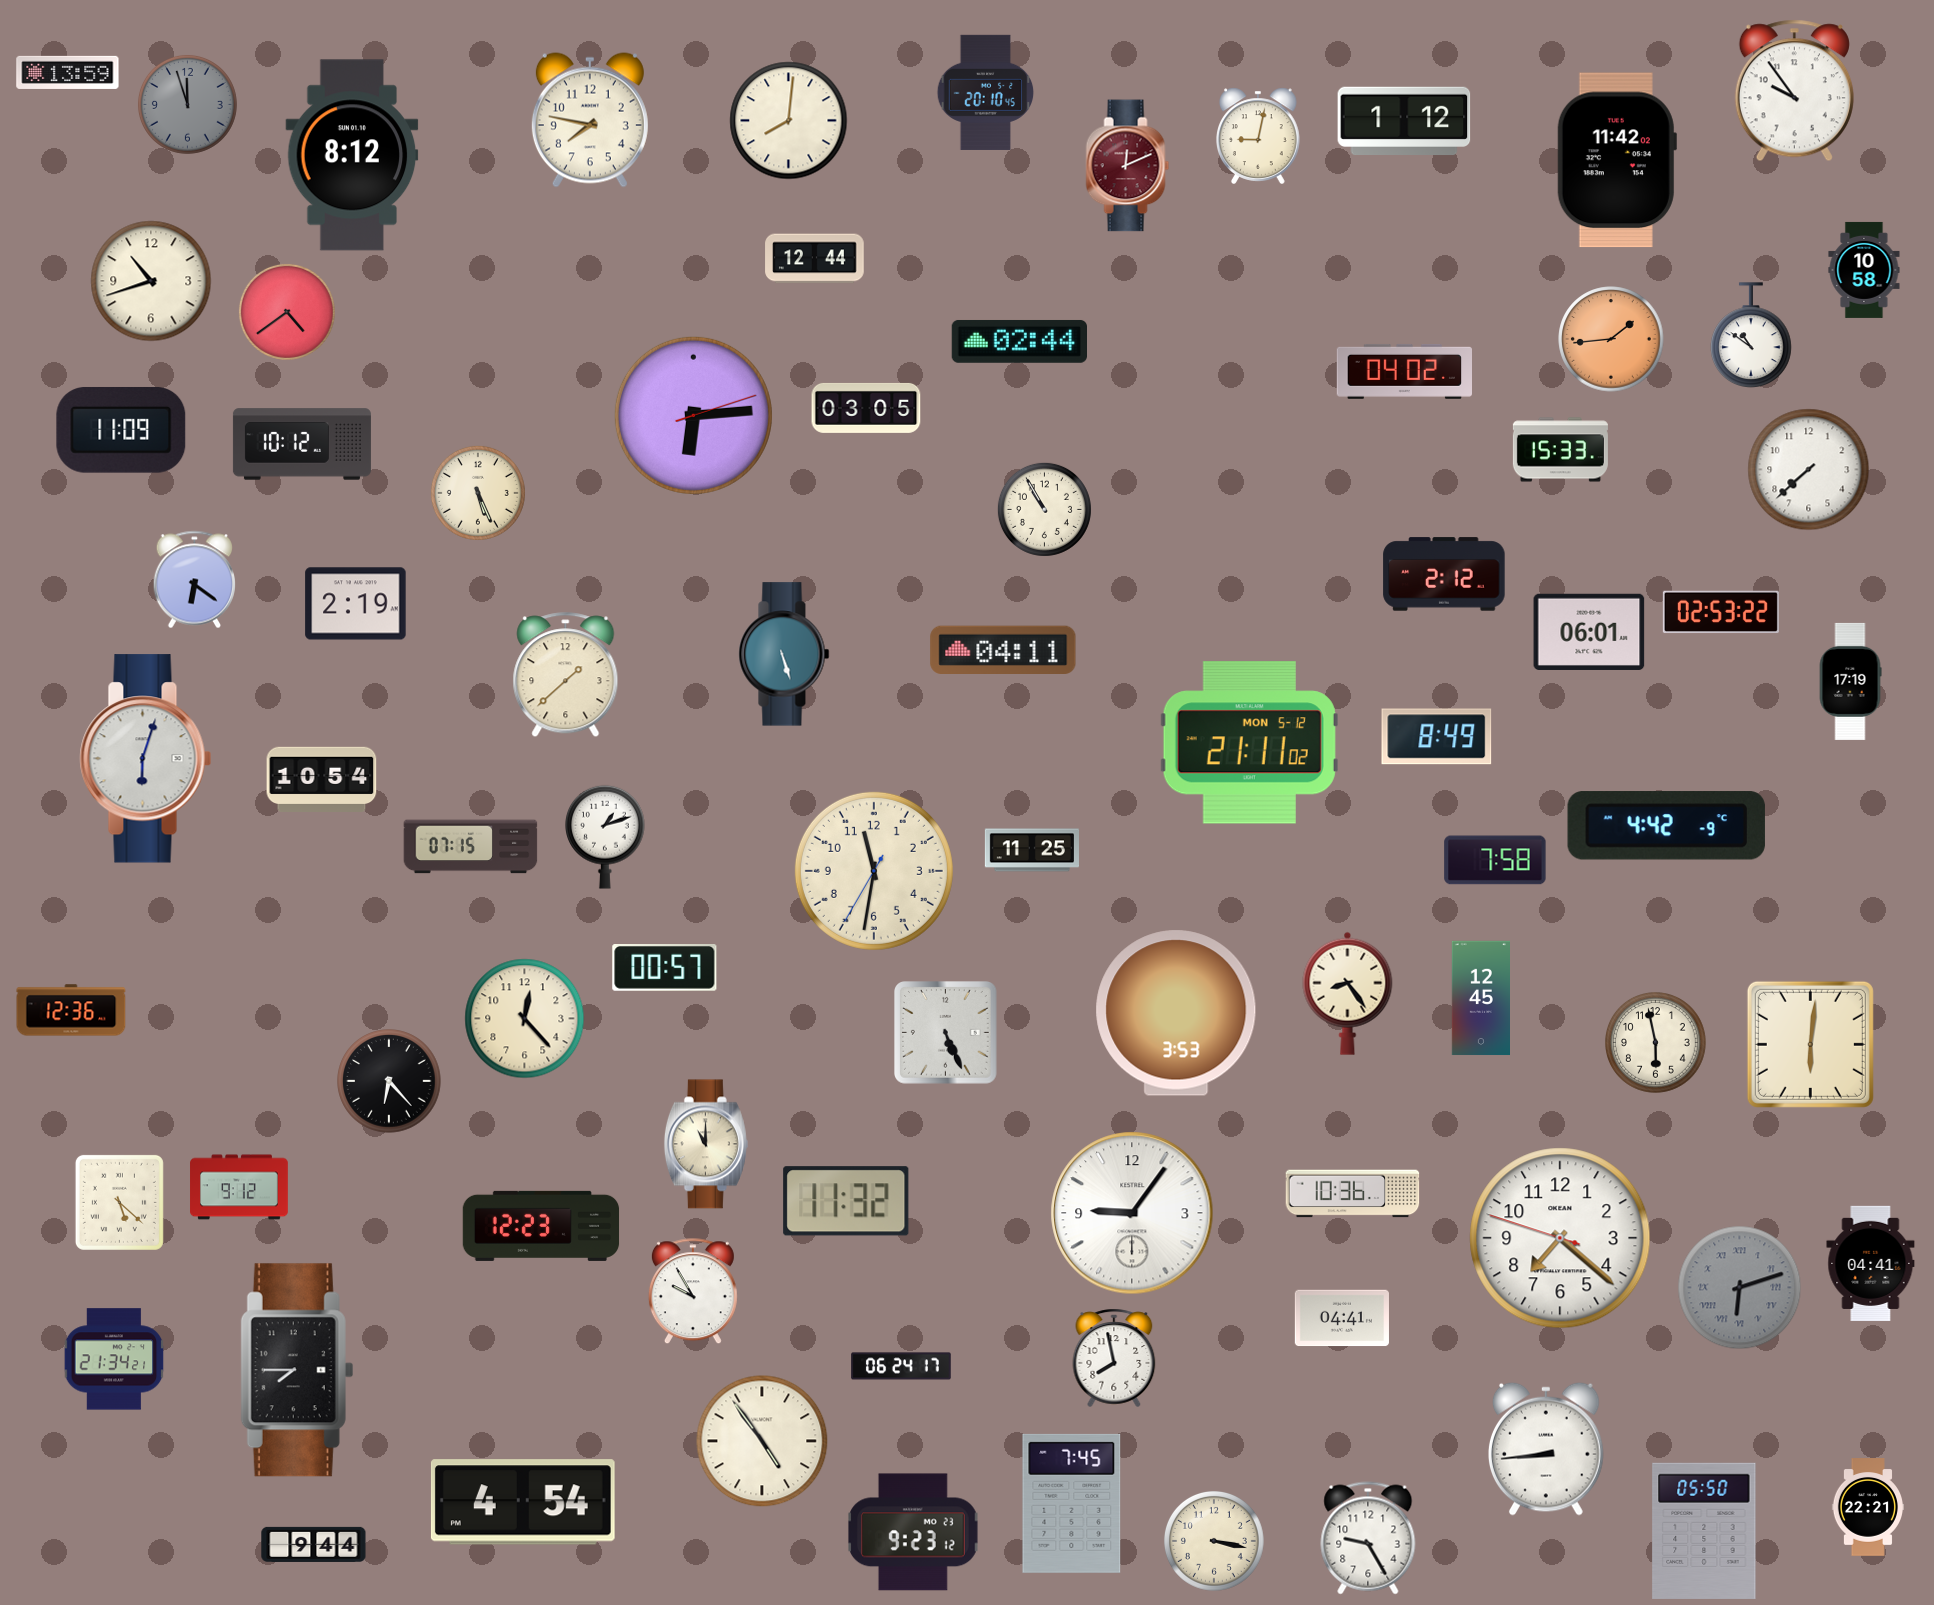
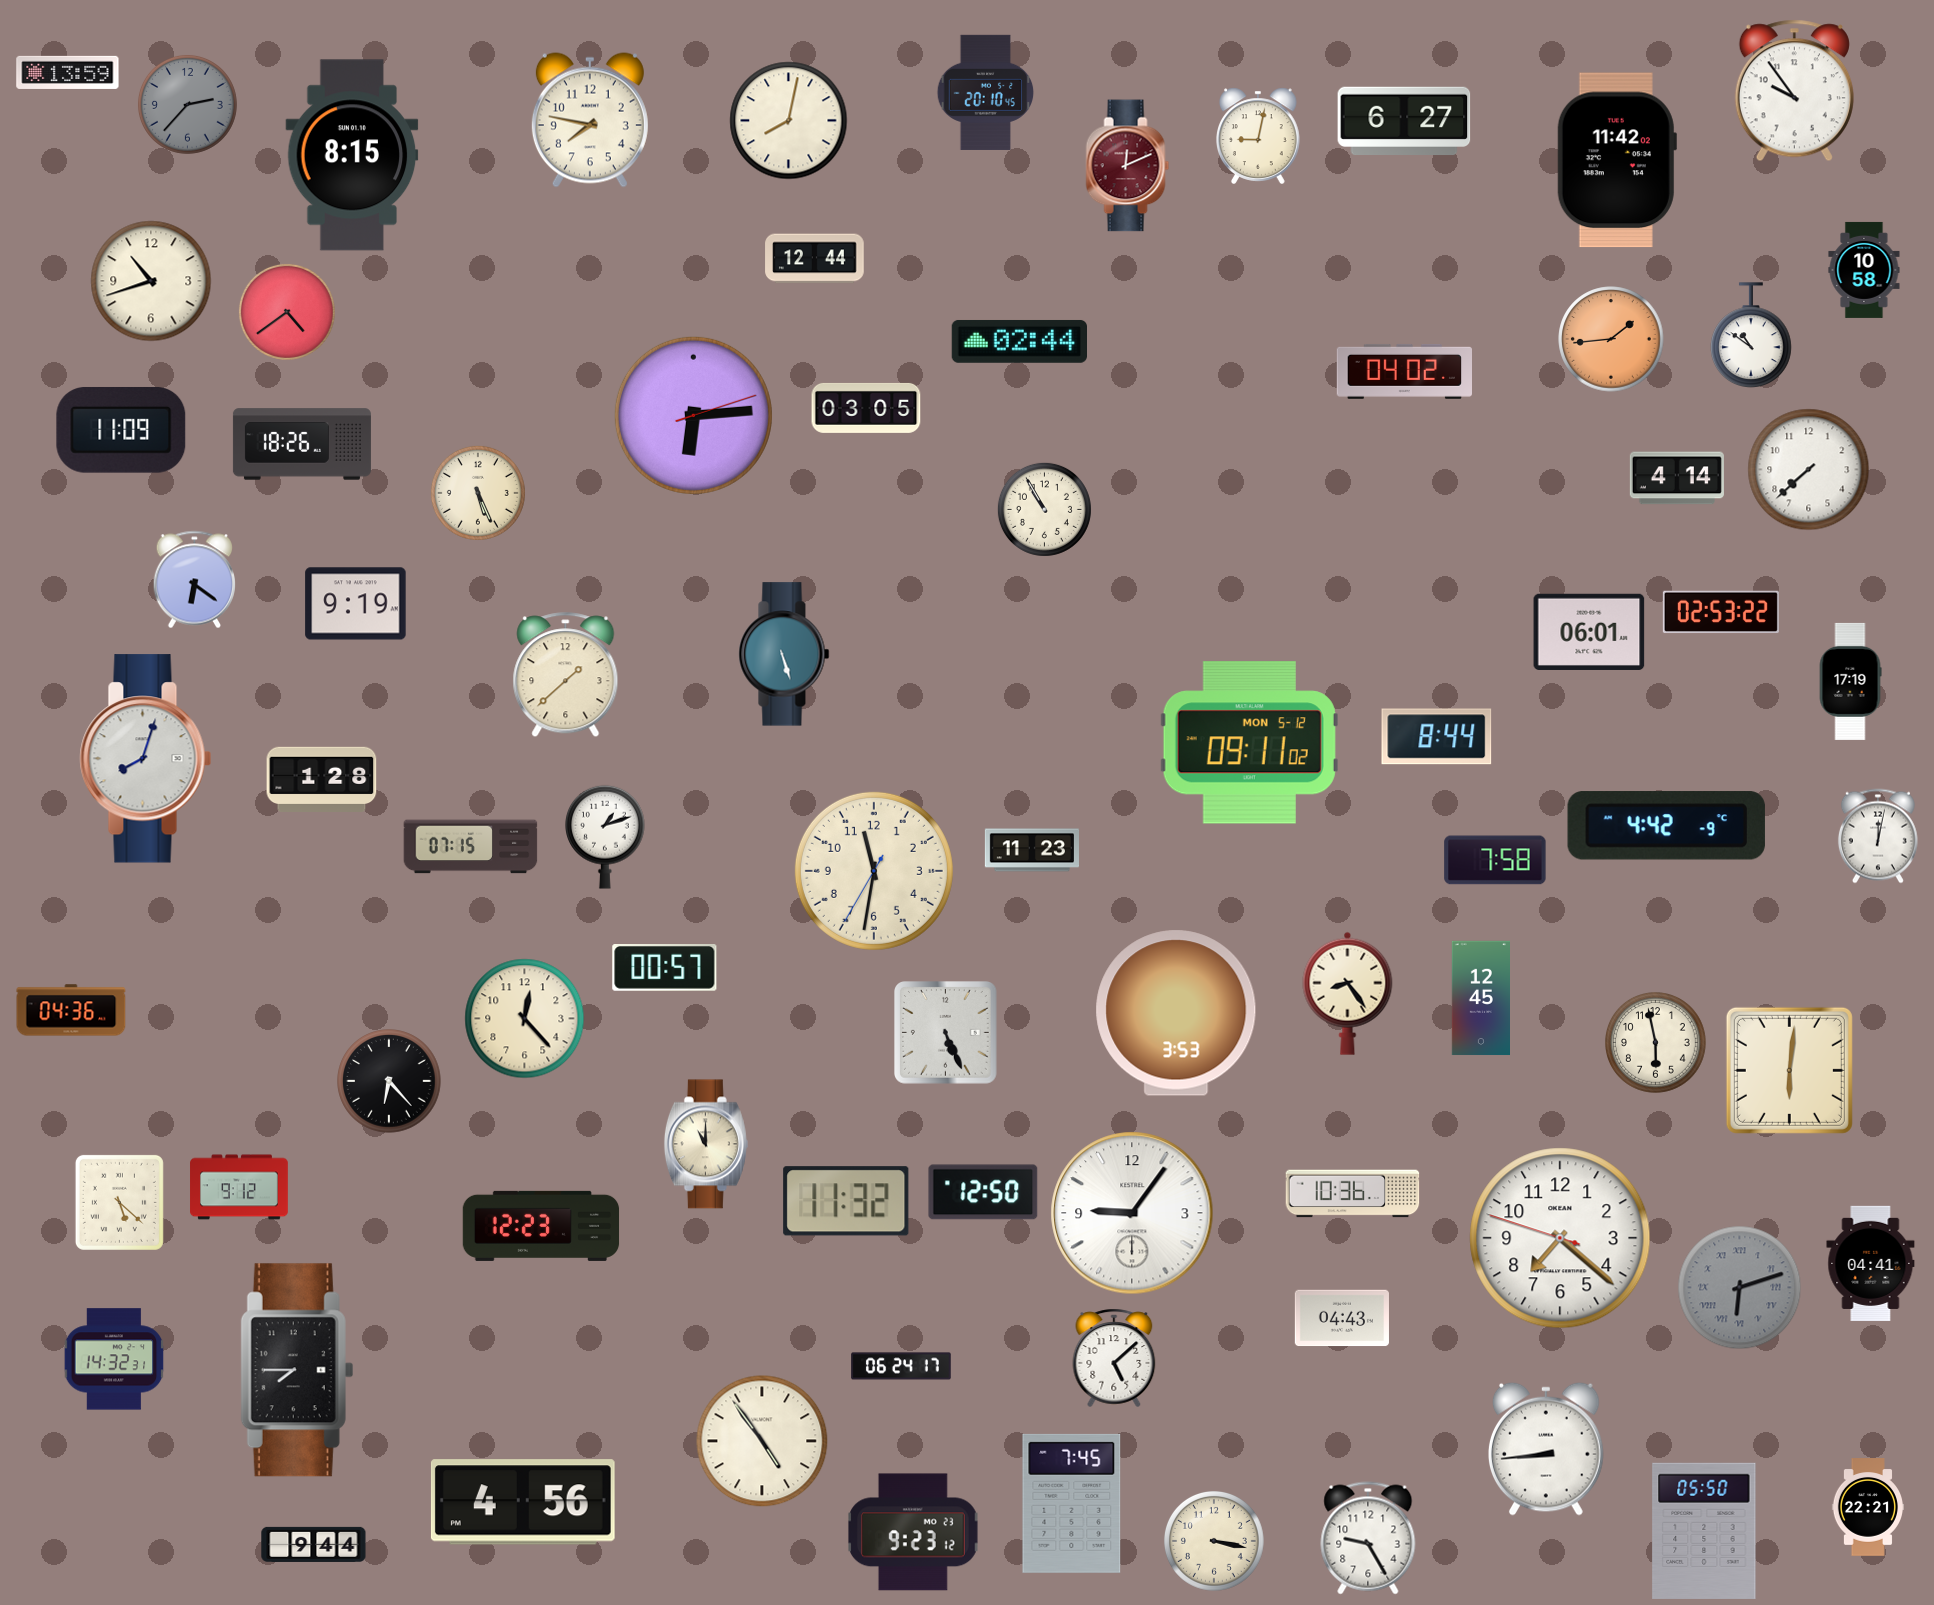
clock at (187, 104): 11:57 -> 2:37
clock at (789, 121): 8:01 -> 8:02
clock at (1404, 121): 1:12 -> 6:27
clock at (352, 155): 8:12 -> 8:15
clock at (302, 444): 10:12 -> 18:26
clock at (1560, 450): 15:33 -> none
clock at (1677, 478): none -> 4:14
clock at (1444, 574): 2:12 -> none
clock at (356, 604): 2:19 -> 9:19
clock at (1003, 649): 04:11 -> none
clock at (1437, 737): 8:49 -> 8:44
clock at (1249, 743): 21:11 -> 09:11
clock at (146, 759): 6:03 -> 8:03
clock at (322, 779): 10:54 -> 1:28
clock at (1878, 836): none -> 12:02
clock at (1031, 850): 11:25 -> 11:23
clock at (71, 1010): 12:36 -> 04:36
clock at (1810, 1044) position: (1810, 1044) -> (1789, 1070)
clock at (983, 1192): none -> 12:50
clock at (693, 1292): 9:55 -> none
clock at (1342, 1318): 04:41 -> 04:43
clock at (1114, 1358): 7:58 -> 5:08
clock at (114, 1359): 21:34 -> 14:32
clock at (523, 1502): 4:54 -> 4:56
